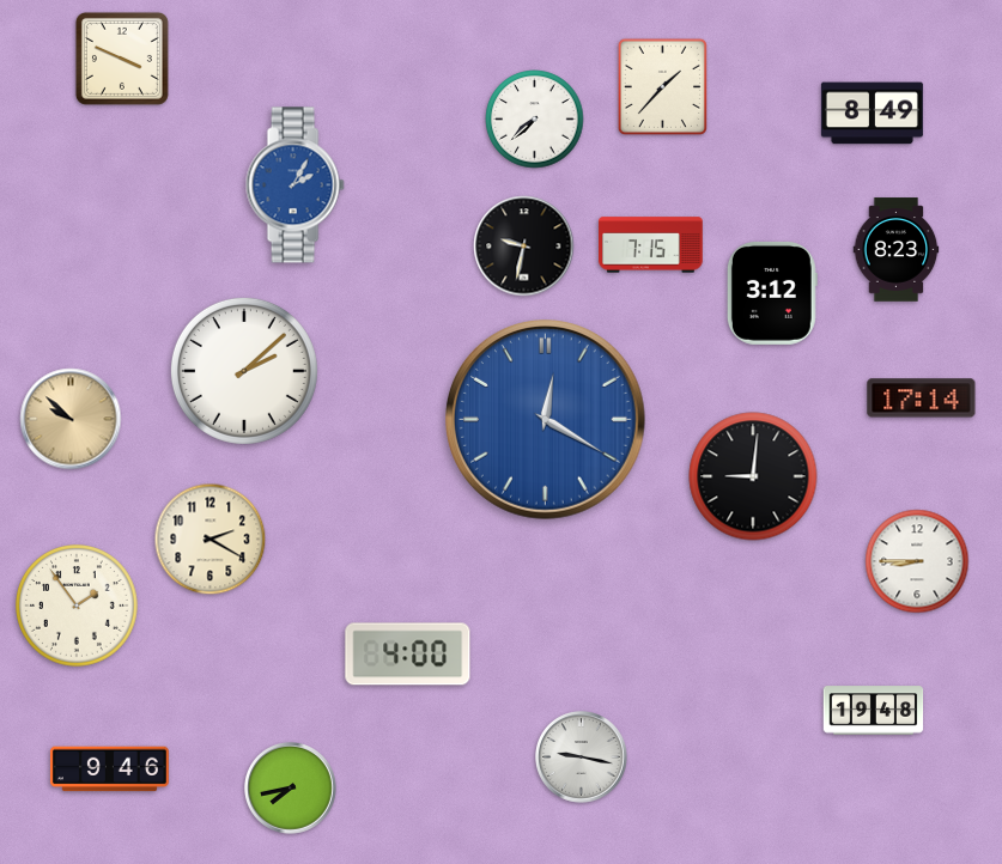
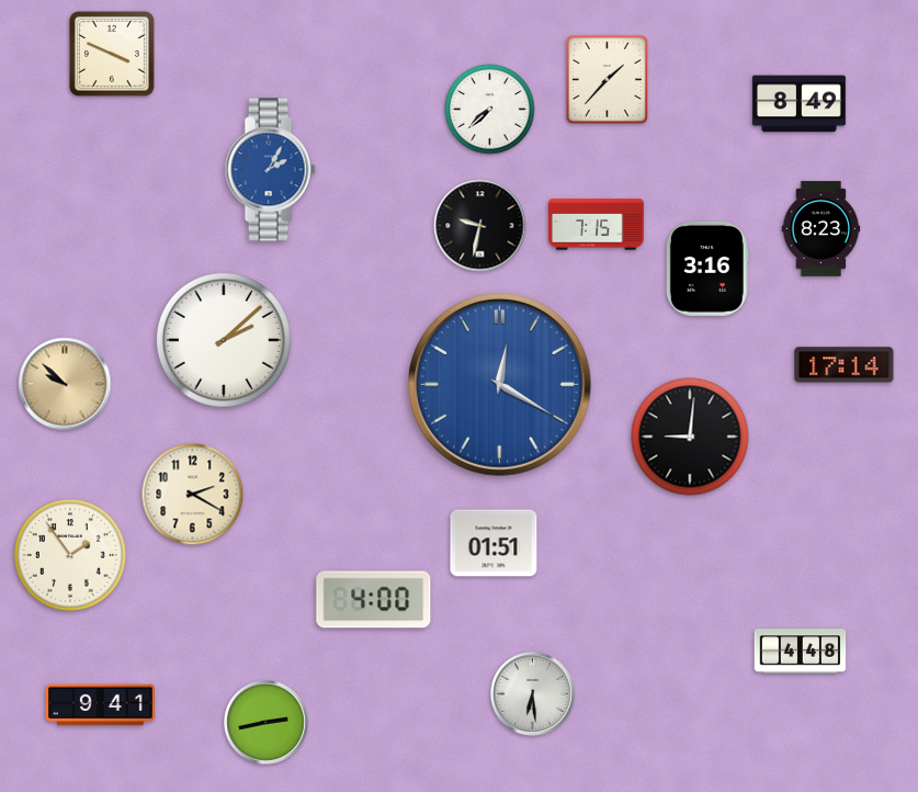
clock at (772, 293): 3:12 -> 3:16
clock at (917, 561): 8:45 -> none
clock at (494, 543): none -> 01:51
clock at (874, 711): 19:48 -> 4:48
clock at (582, 757): 9:17 -> 6:29
clock at (109, 769): 9:46 -> 9:41
clock at (291, 789): 7:43 -> 2:43
